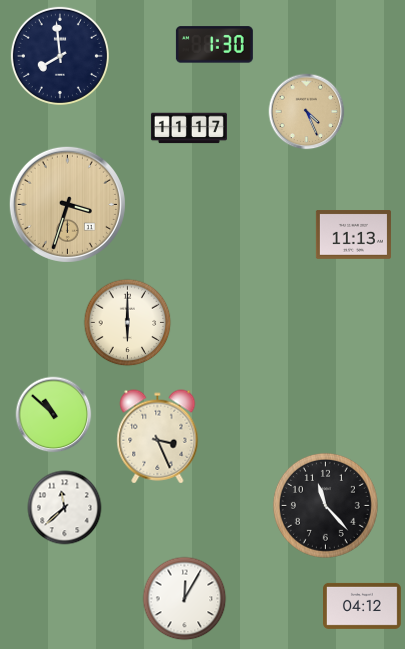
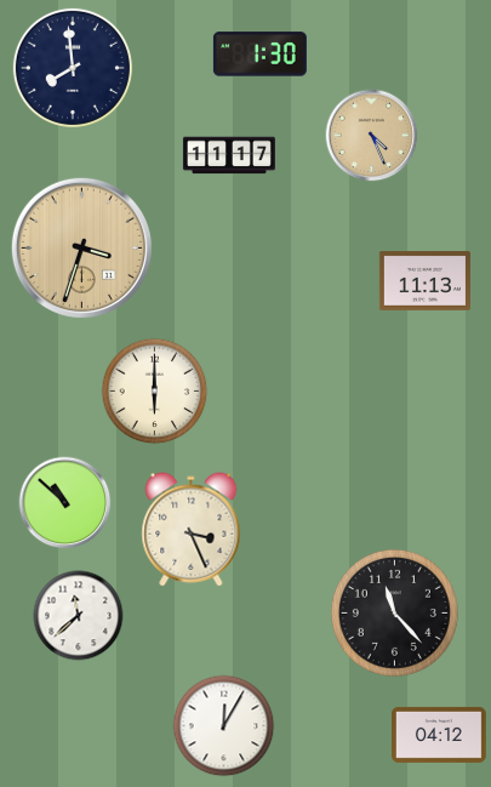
clock at (353, 235) position: (353, 235) -> (424, 281)
